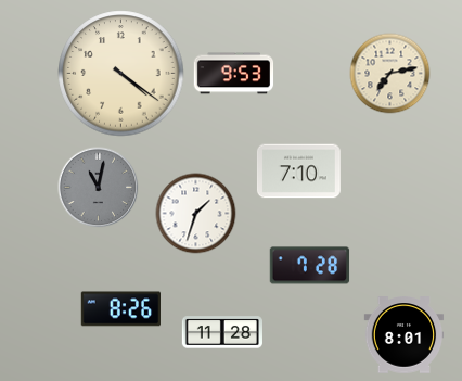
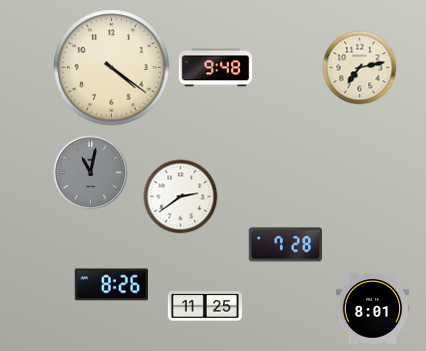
clock at (234, 74): 9:53 -> 9:48
clock at (298, 172): 7:10 -> none
clock at (196, 214): 1:33 -> 2:39
clock at (221, 332): 11:28 -> 11:25
